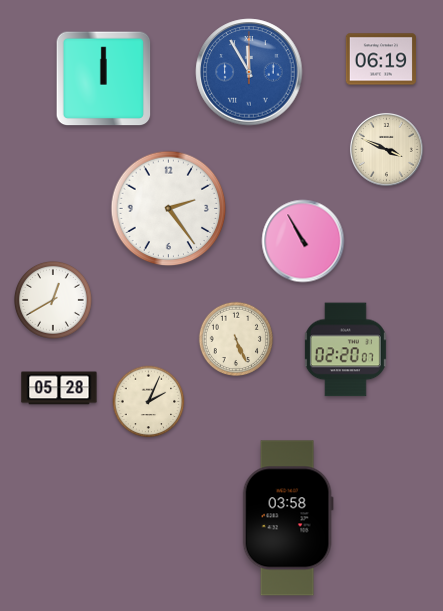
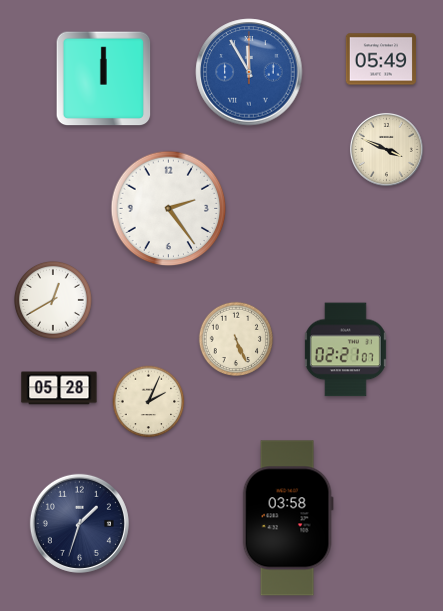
clock at (380, 59): 06:19 -> 05:49
clock at (303, 241): 10:55 -> none
clock at (345, 350): 02:20 -> 02:21
clock at (79, 523): none -> 1:33
